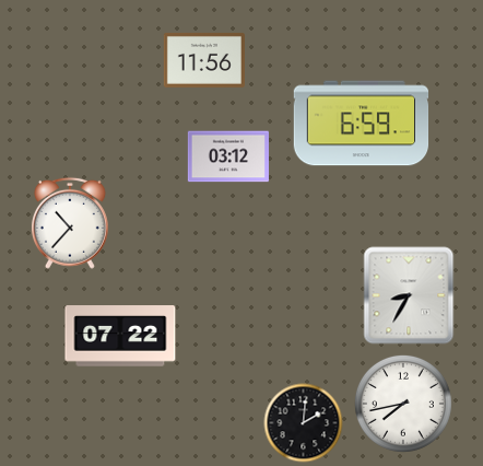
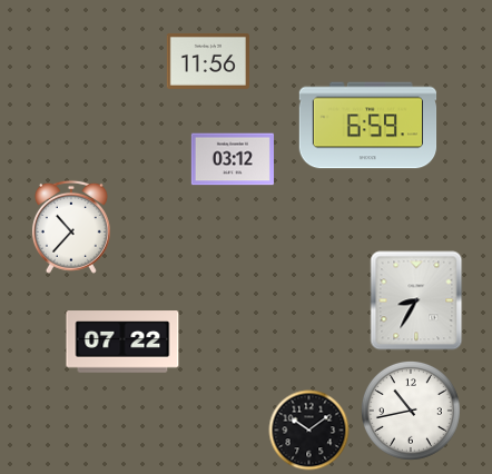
clock at (403, 404): 7:43 -> 10:43
clock at (304, 423): 2:01 -> 10:09
